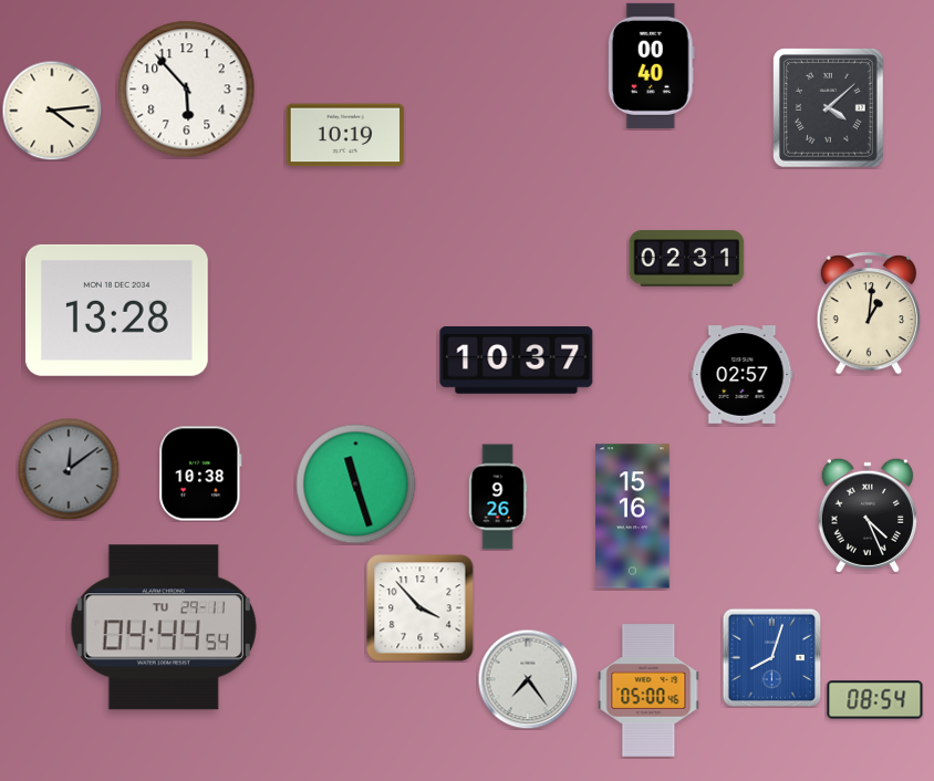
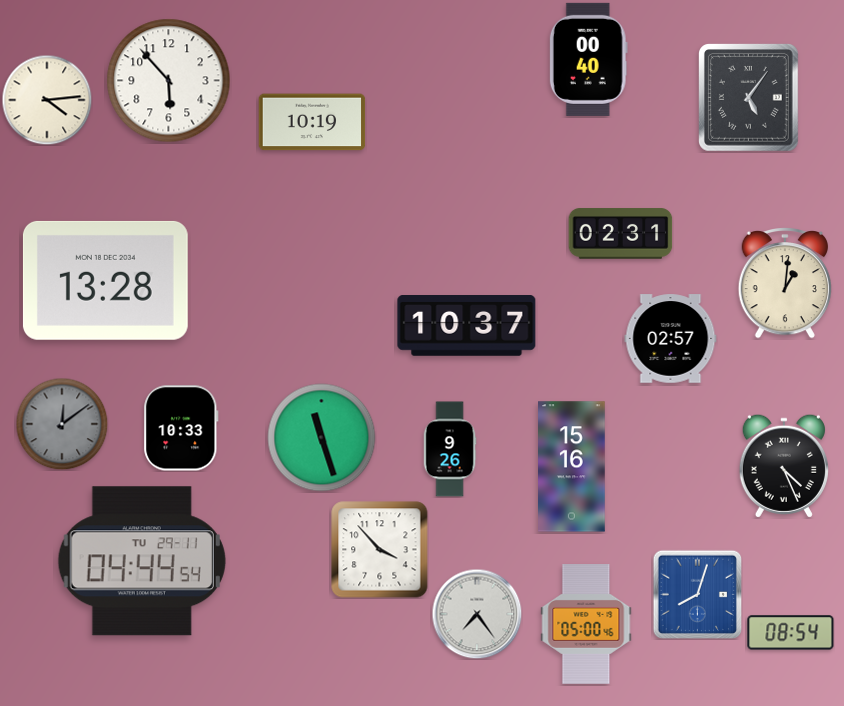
clock at (829, 108): 4:08 -> 5:06
clock at (200, 473): 10:38 -> 10:33
clock at (164, 627) position: (164, 627) -> (142, 561)
